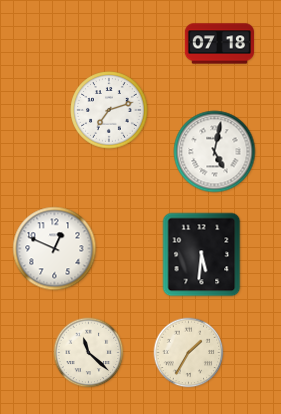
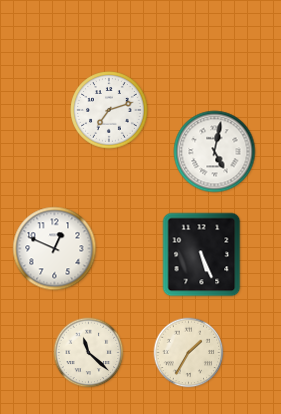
clock at (219, 44): 07:18 -> none
clock at (202, 255): 5:31 -> 5:26
